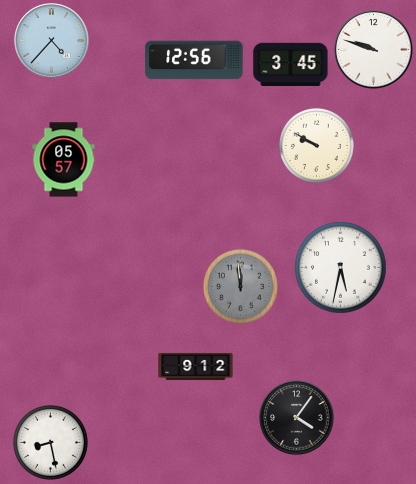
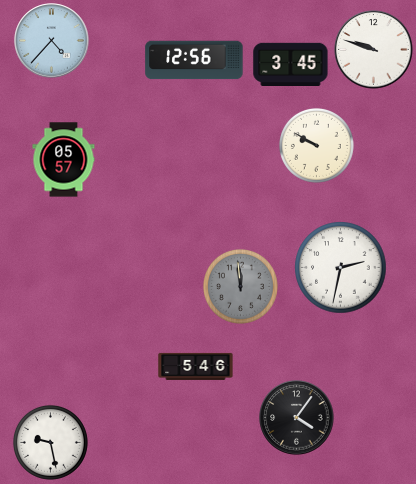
clock at (341, 268): 5:32 -> 2:32
clock at (196, 366): 9:12 -> 5:46
clock at (50, 442): 8:28 -> 9:28
